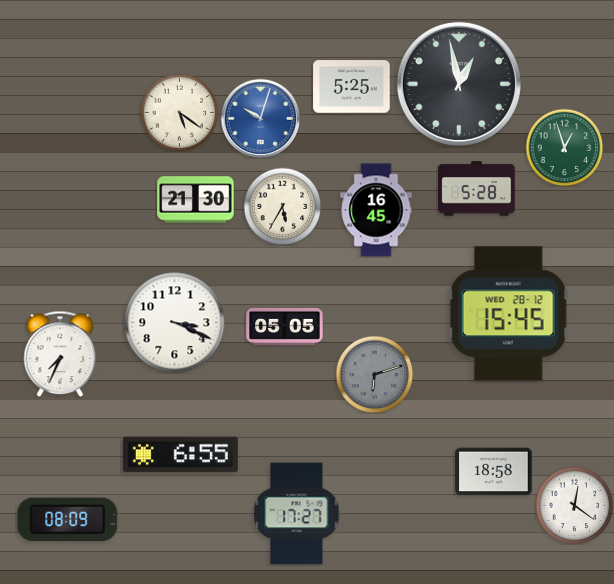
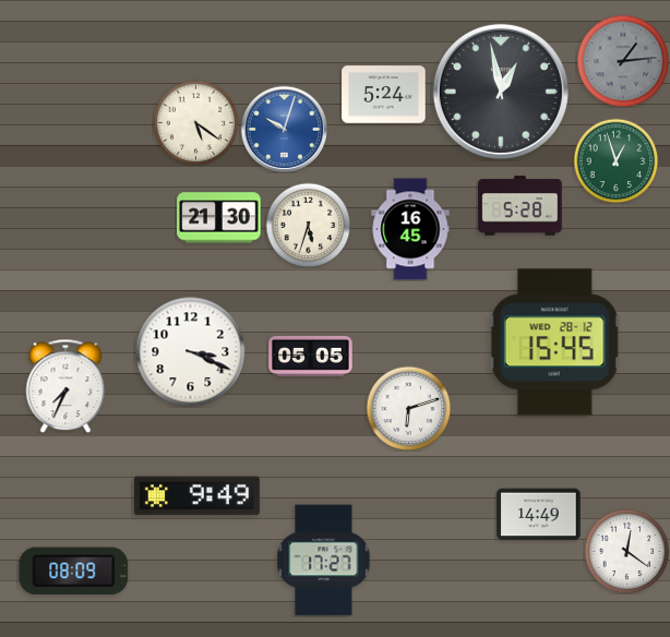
clock at (623, 61): none -> 1:14
clock at (352, 87): 5:25 -> 5:24
clock at (196, 200) position: (196, 200) -> (219, 218)
clock at (282, 206): 5:35 -> 5:33
clock at (374, 374) dial: grey -> white
clock at (180, 455): 6:55 -> 9:49
clock at (494, 472): 18:58 -> 14:49
clock at (68, 520) position: (68, 520) -> (74, 572)
